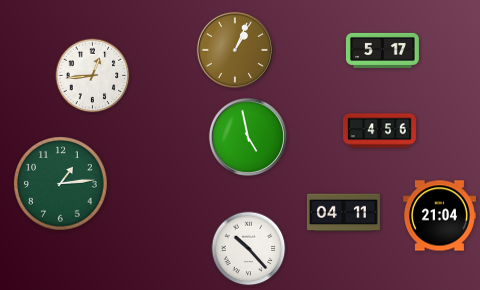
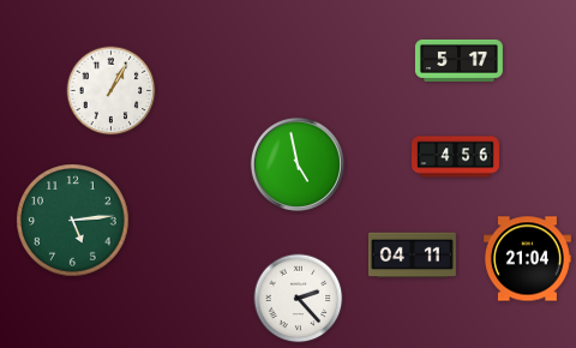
clock at (235, 50): 1:04 -> none
clock at (93, 76): 12:44 -> 1:05
clock at (61, 184): 1:14 -> 5:14
clock at (249, 249): 10:23 -> 2:23
